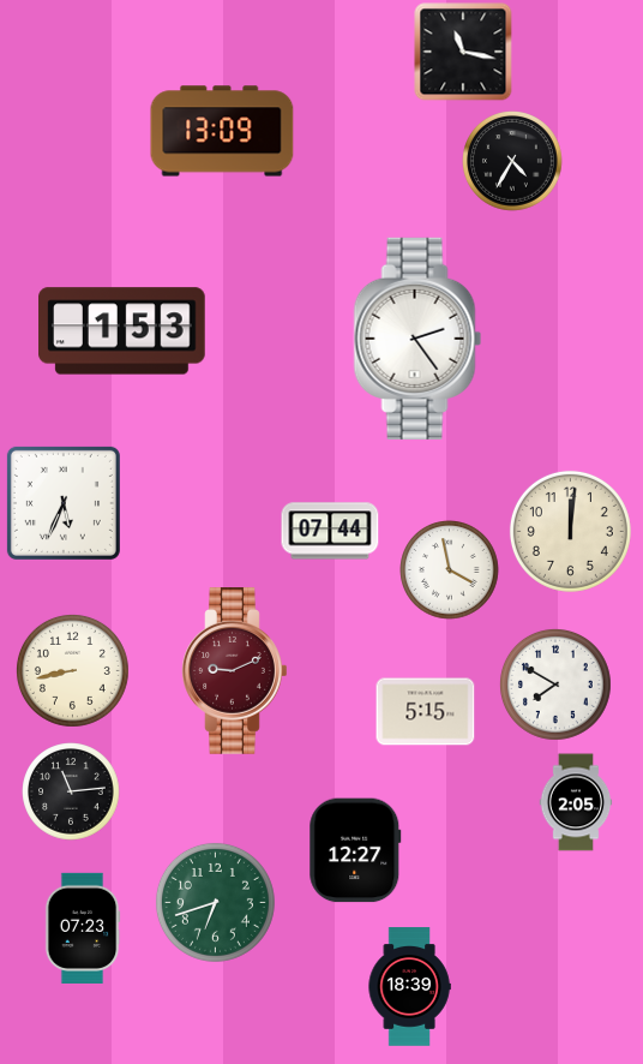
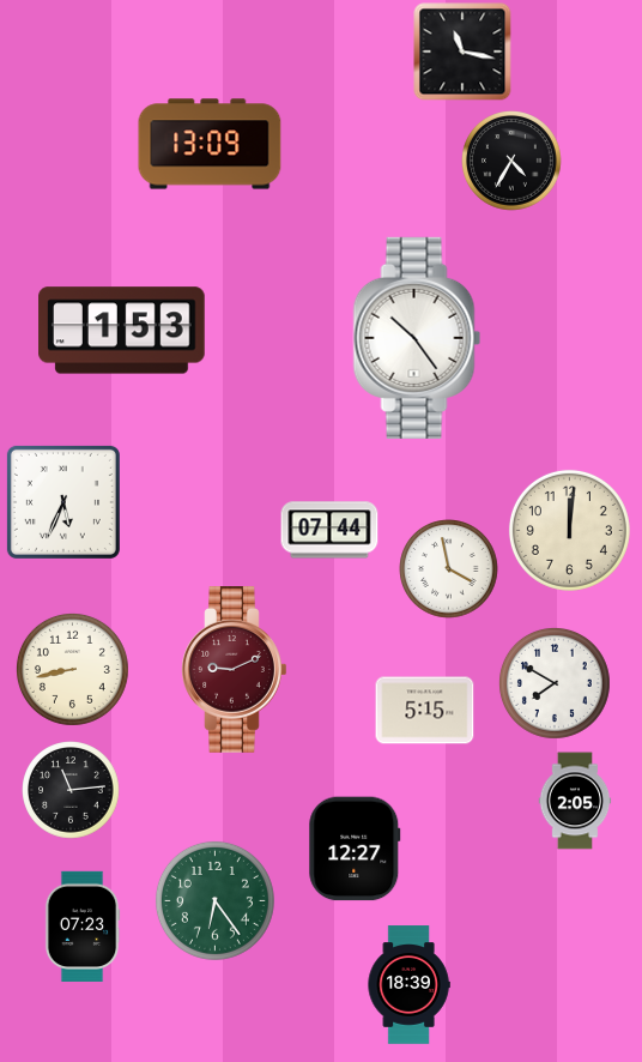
clock at (222, 131) position: (222, 131) -> (210, 144)
clock at (417, 339): 2:24 -> 10:24
clock at (215, 902): 6:42 -> 6:24
